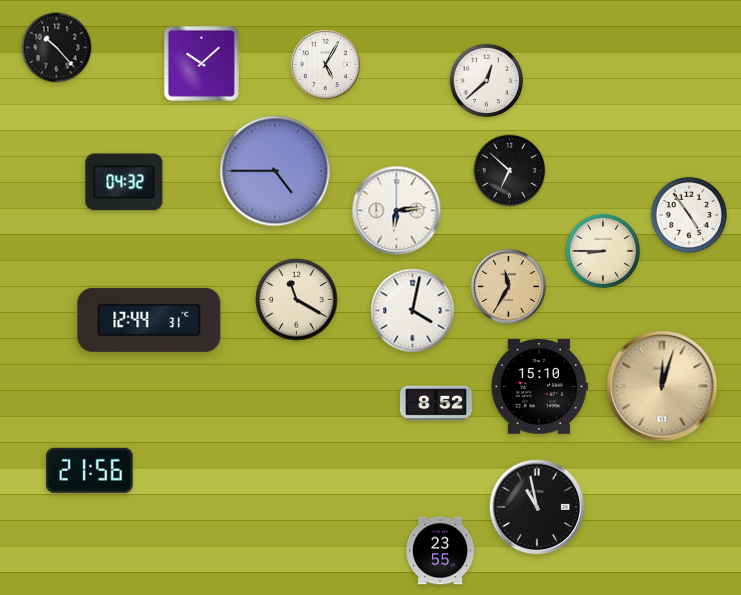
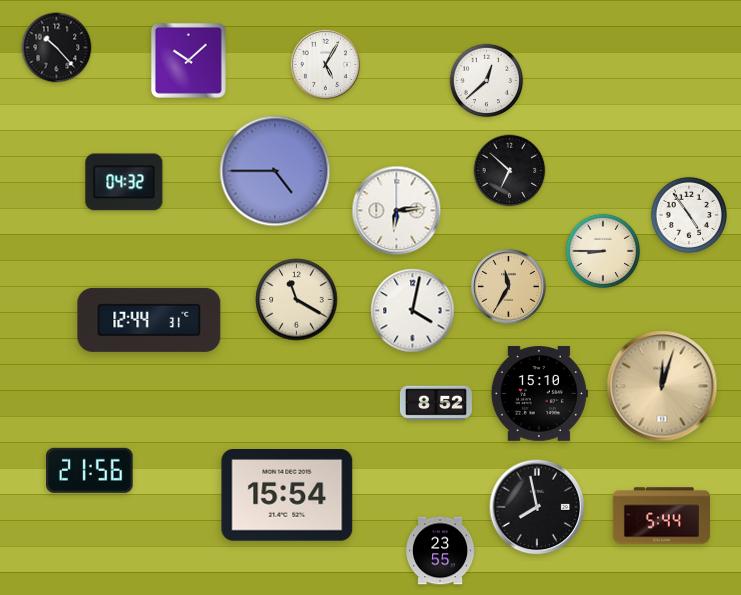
clock at (201, 63) position: (201, 63) -> (188, 60)
clock at (539, 387) position: (539, 387) -> (539, 394)
clock at (287, 496): none -> 15:54
clock at (537, 507): 10:58 -> 7:58
clock at (661, 516): none -> 5:44
